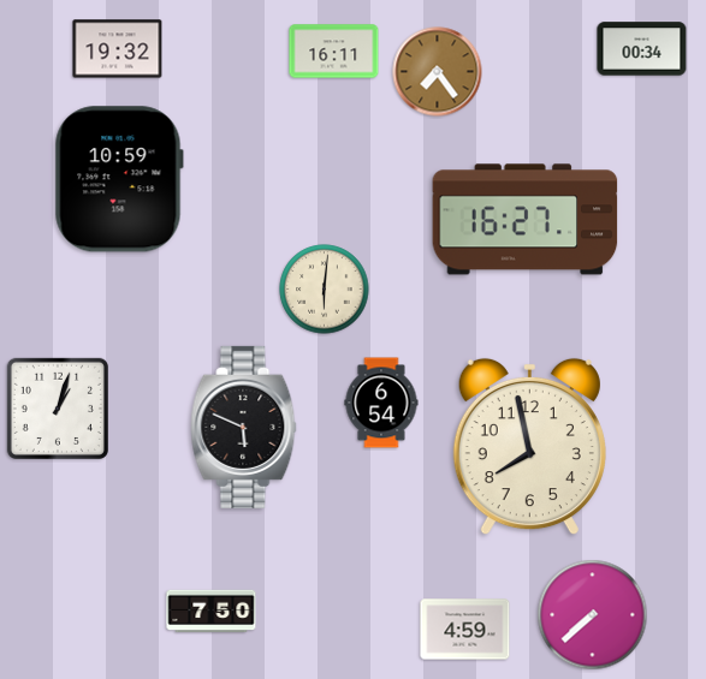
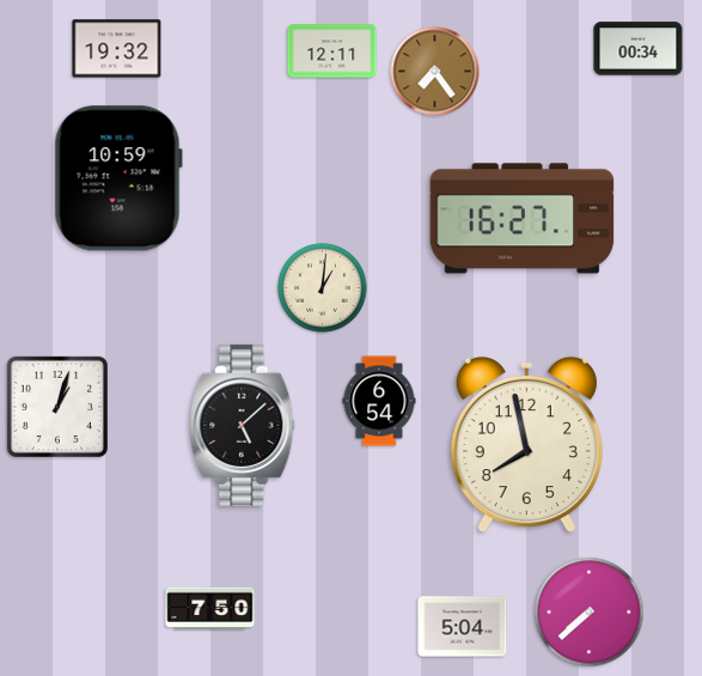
clock at (334, 52): 16:11 -> 12:11
clock at (325, 290): 6:01 -> 1:01
clock at (244, 427): 5:49 -> 5:08
clock at (465, 630): 4:59 -> 5:04
